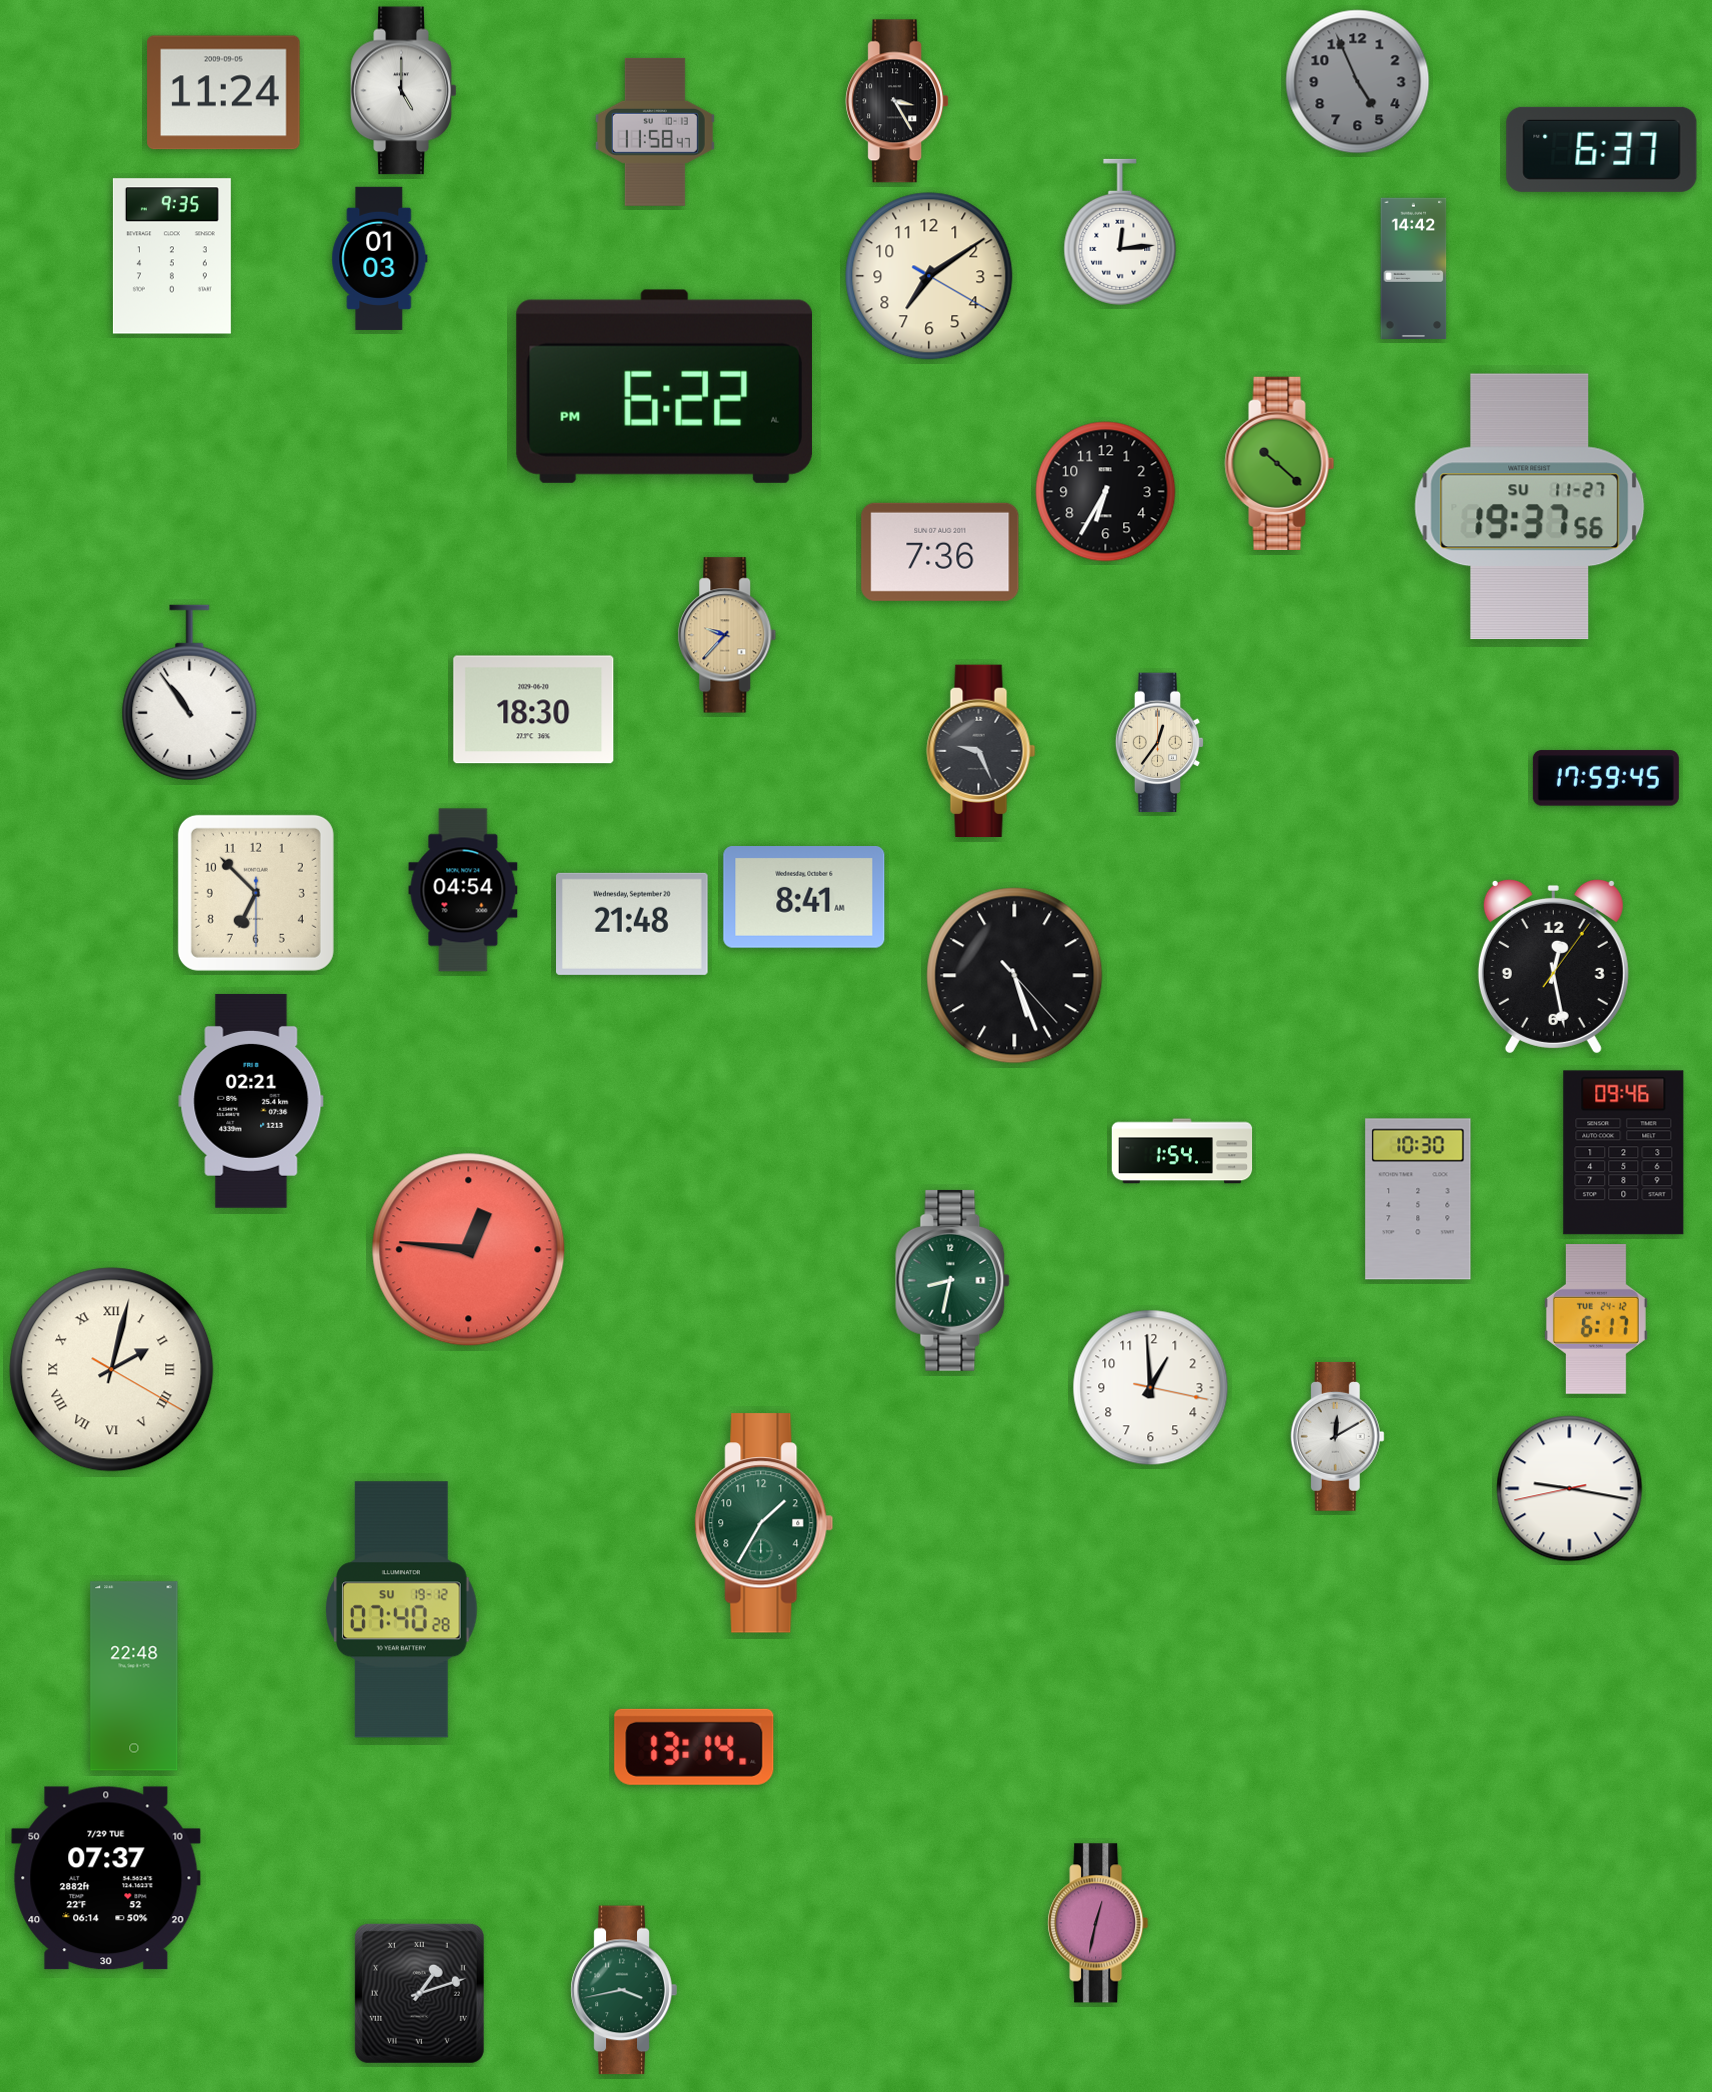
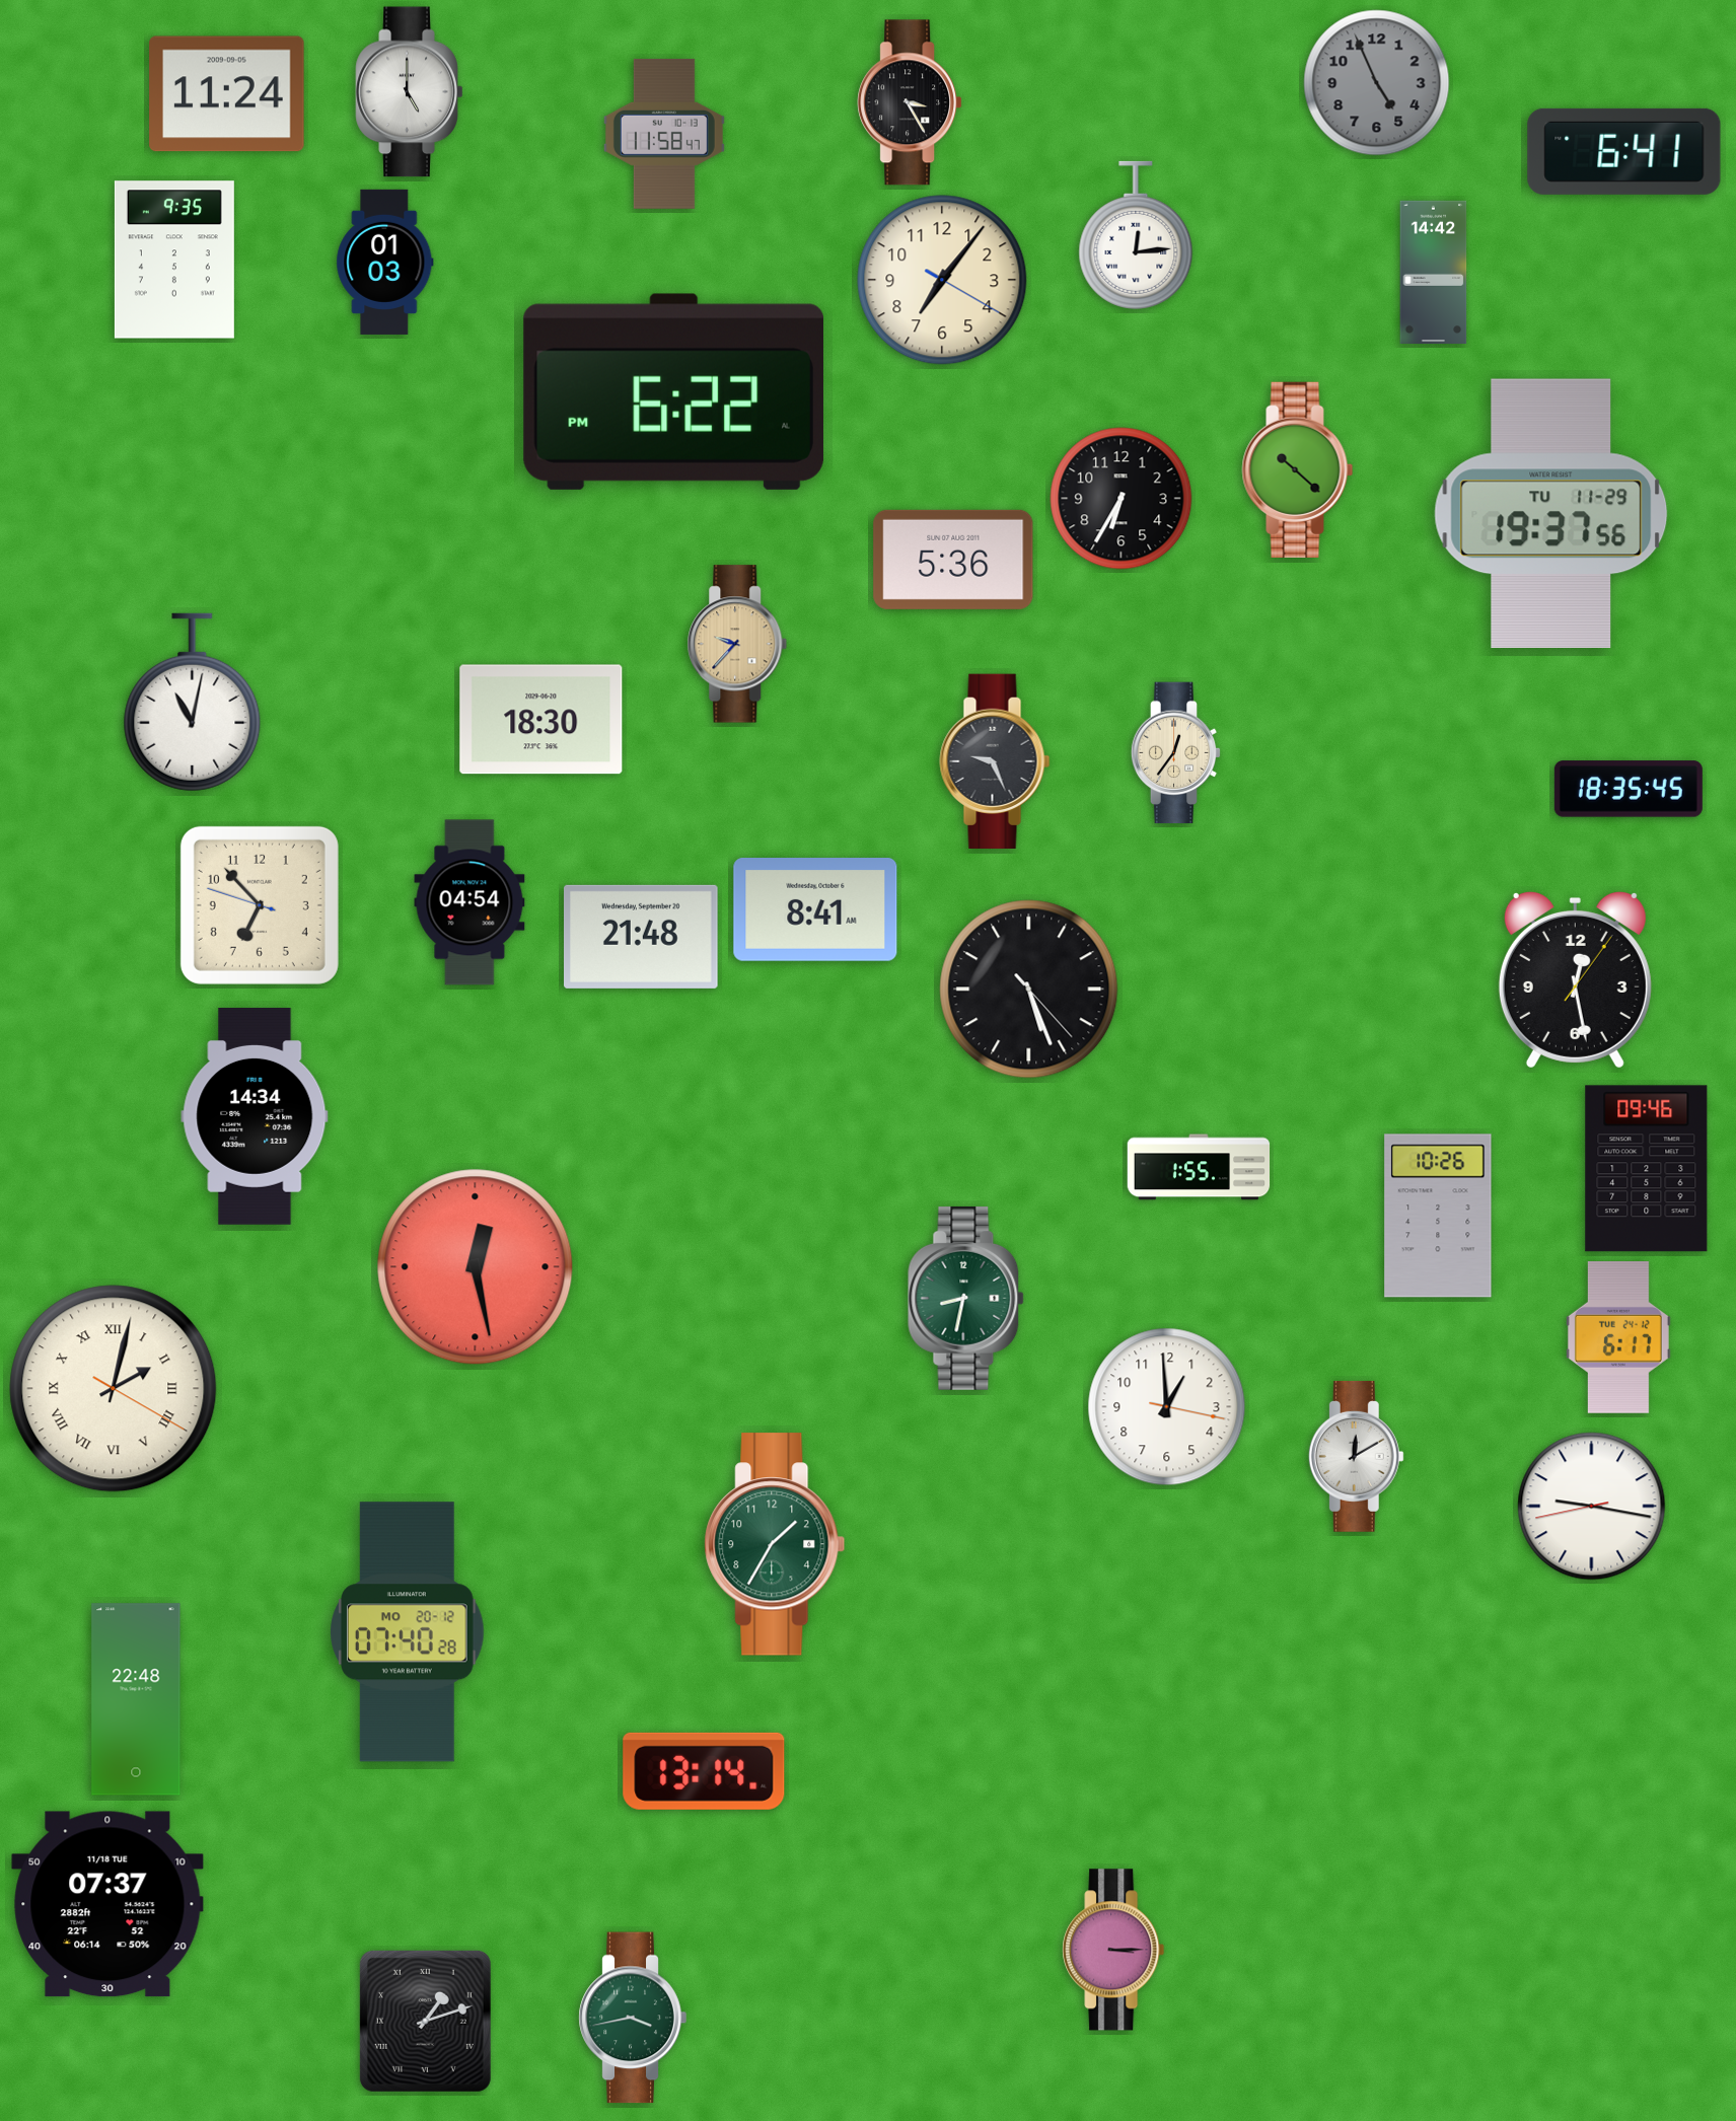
clock at (1602, 149): 6:37 -> 6:41
clock at (929, 276): 7:09 -> 7:06
clock at (1530, 507) date: SU 11-27 -> TU 11-29
clock at (940, 552): 7:36 -> 5:36
clock at (190, 693): 10:54 -> 11:02
clock at (1606, 778): 17:59 -> 18:35
clock at (256, 893): 6:52:30 -> 6:52:48
clock at (251, 1101): 02:21 -> 14:34
clock at (1182, 1151): 1:54 -> 1:55
clock at (1418, 1199): 10:30 -> 10:26
clock at (469, 1250): 12:46 -> 12:28
clock at (1570, 1489) position: (1570, 1489) -> (1592, 1507)
clock at (402, 1610) date: SU 19-12 -> MO 20-12
clock at (106, 1878) date: 7/29 TUE -> 11/18 TUE
clock at (1098, 1923): 12:32 -> 3:15
